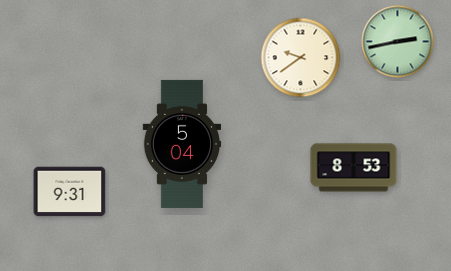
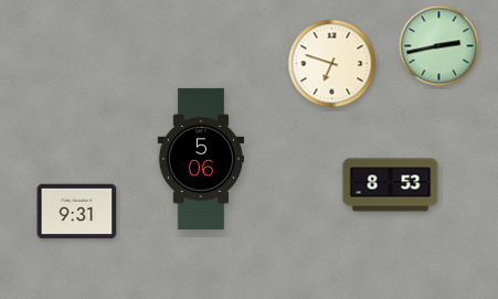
clock at (301, 58): 9:39 -> 6:48
clock at (182, 144): 5:04 -> 5:06
